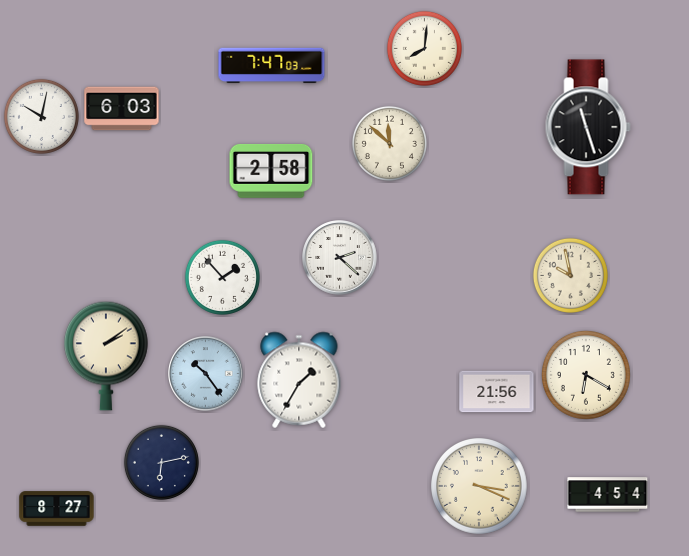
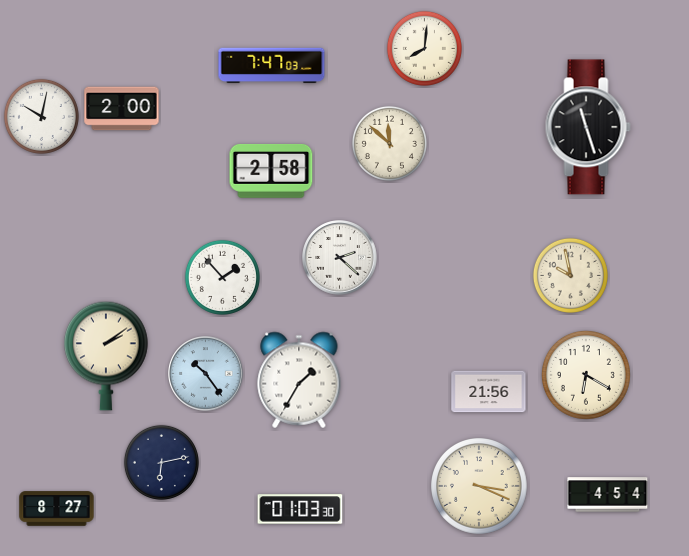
clock at (122, 109): 6:03 -> 2:00
clock at (497, 392) position: (497, 392) -> (489, 392)
clock at (300, 509): none -> 01:03
